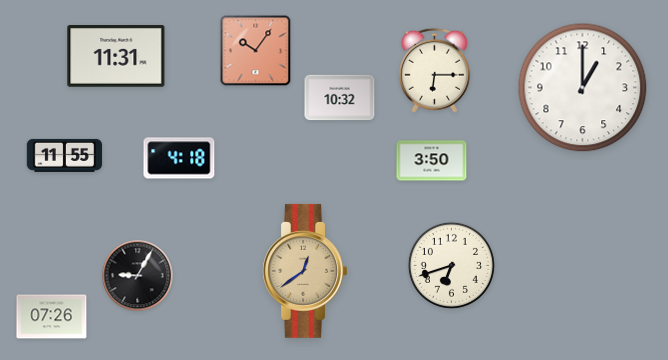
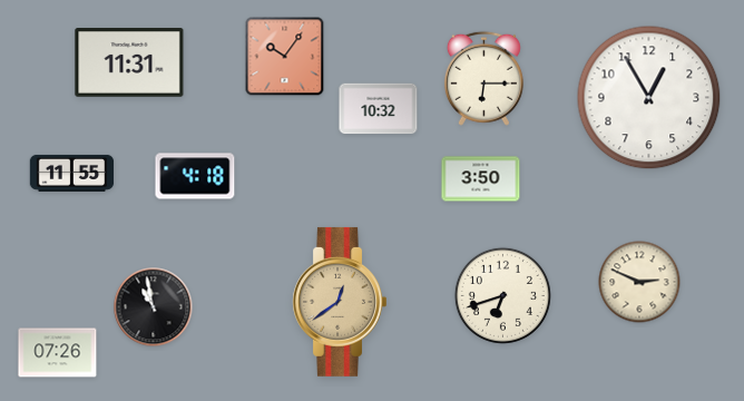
clock at (583, 88): 1:00 -> 12:55
clock at (179, 158) position: (179, 158) -> (195, 176)
clock at (639, 282): none -> 2:49
clock at (138, 276): 9:05 -> 10:58
